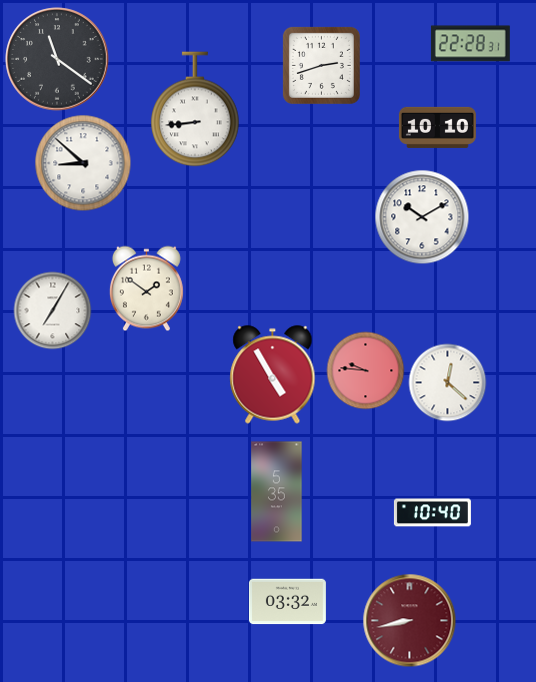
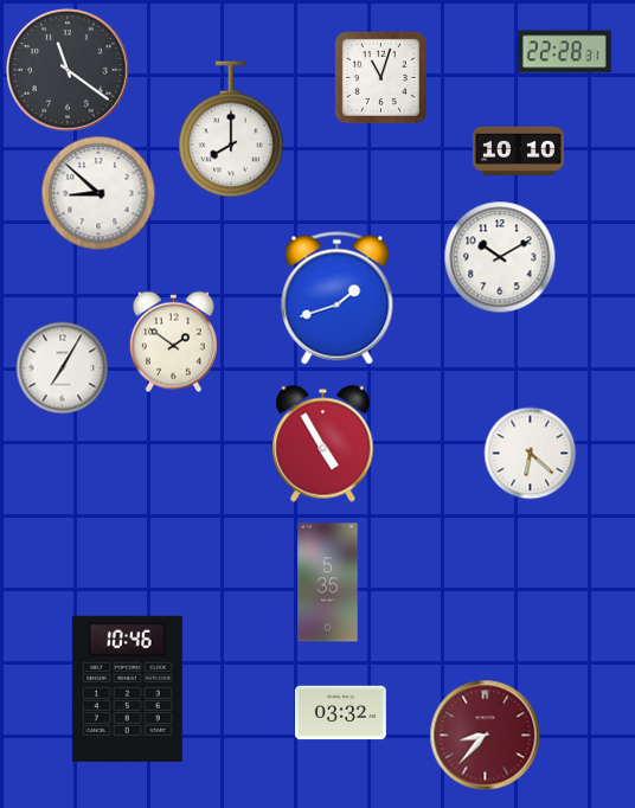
clock at (470, 44) position: (470, 44) -> (564, 52)
clock at (321, 65): 2:42 -> 11:03
clock at (195, 109): 8:44 -> 8:00
clock at (338, 299): none -> 1:42
clock at (365, 370): 9:46 -> none
clock at (447, 382): 12:22 -> 6:22
clock at (432, 513): 10:40 -> none
clock at (127, 688): none -> 10:46
clock at (409, 620): 8:43 -> 8:37
